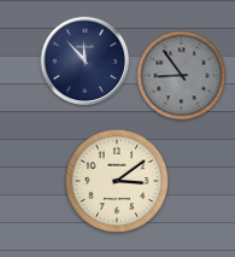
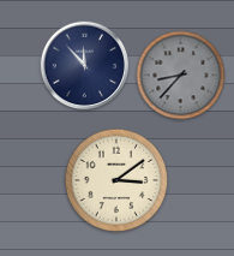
clock at (86, 62) position: (86, 62) -> (85, 66)
clock at (182, 76): 8:54 -> 8:37
